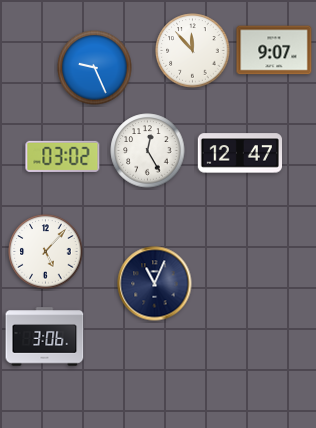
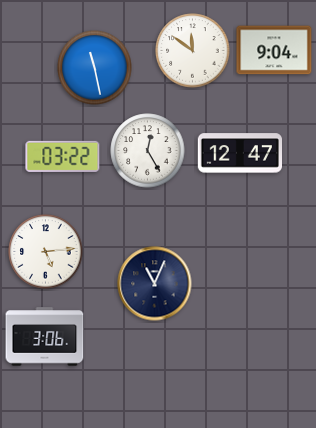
clock at (274, 50): 9:07 -> 9:04
clock at (193, 51): 11:53 -> 11:51
clock at (95, 68): 9:26 -> 11:28
clock at (63, 156): 03:02 -> 03:22
clock at (46, 252): 5:07 -> 5:14
